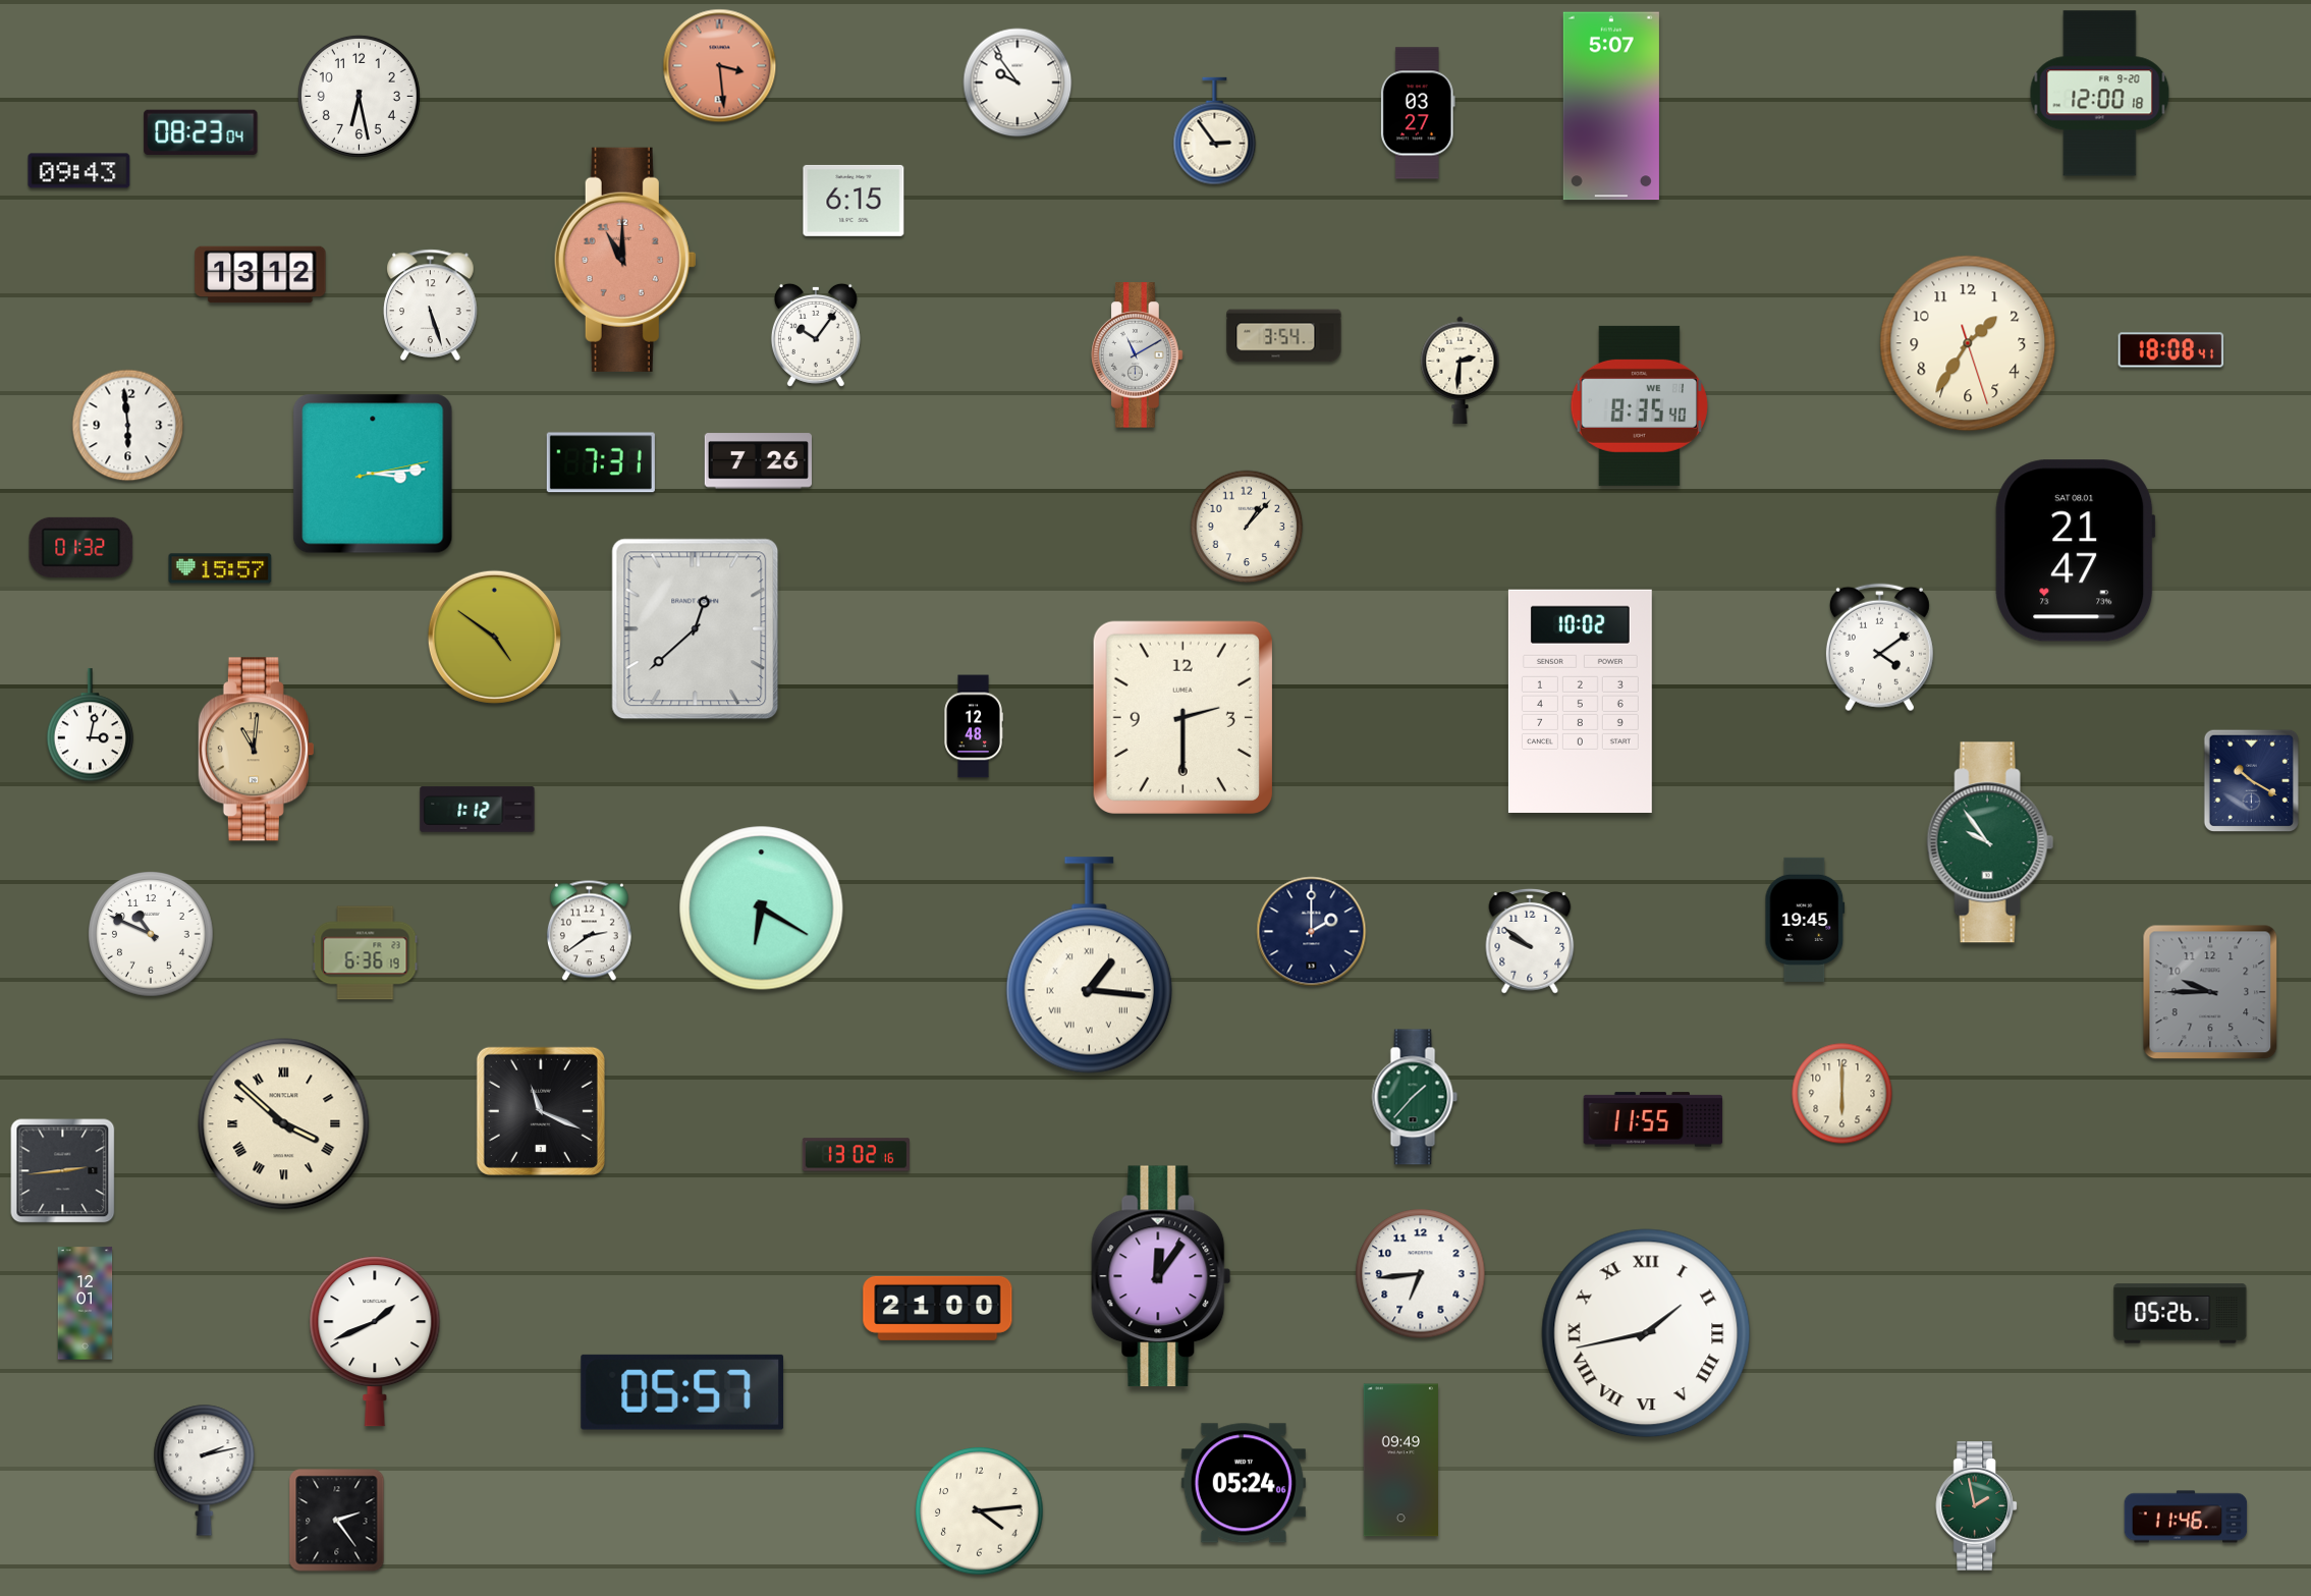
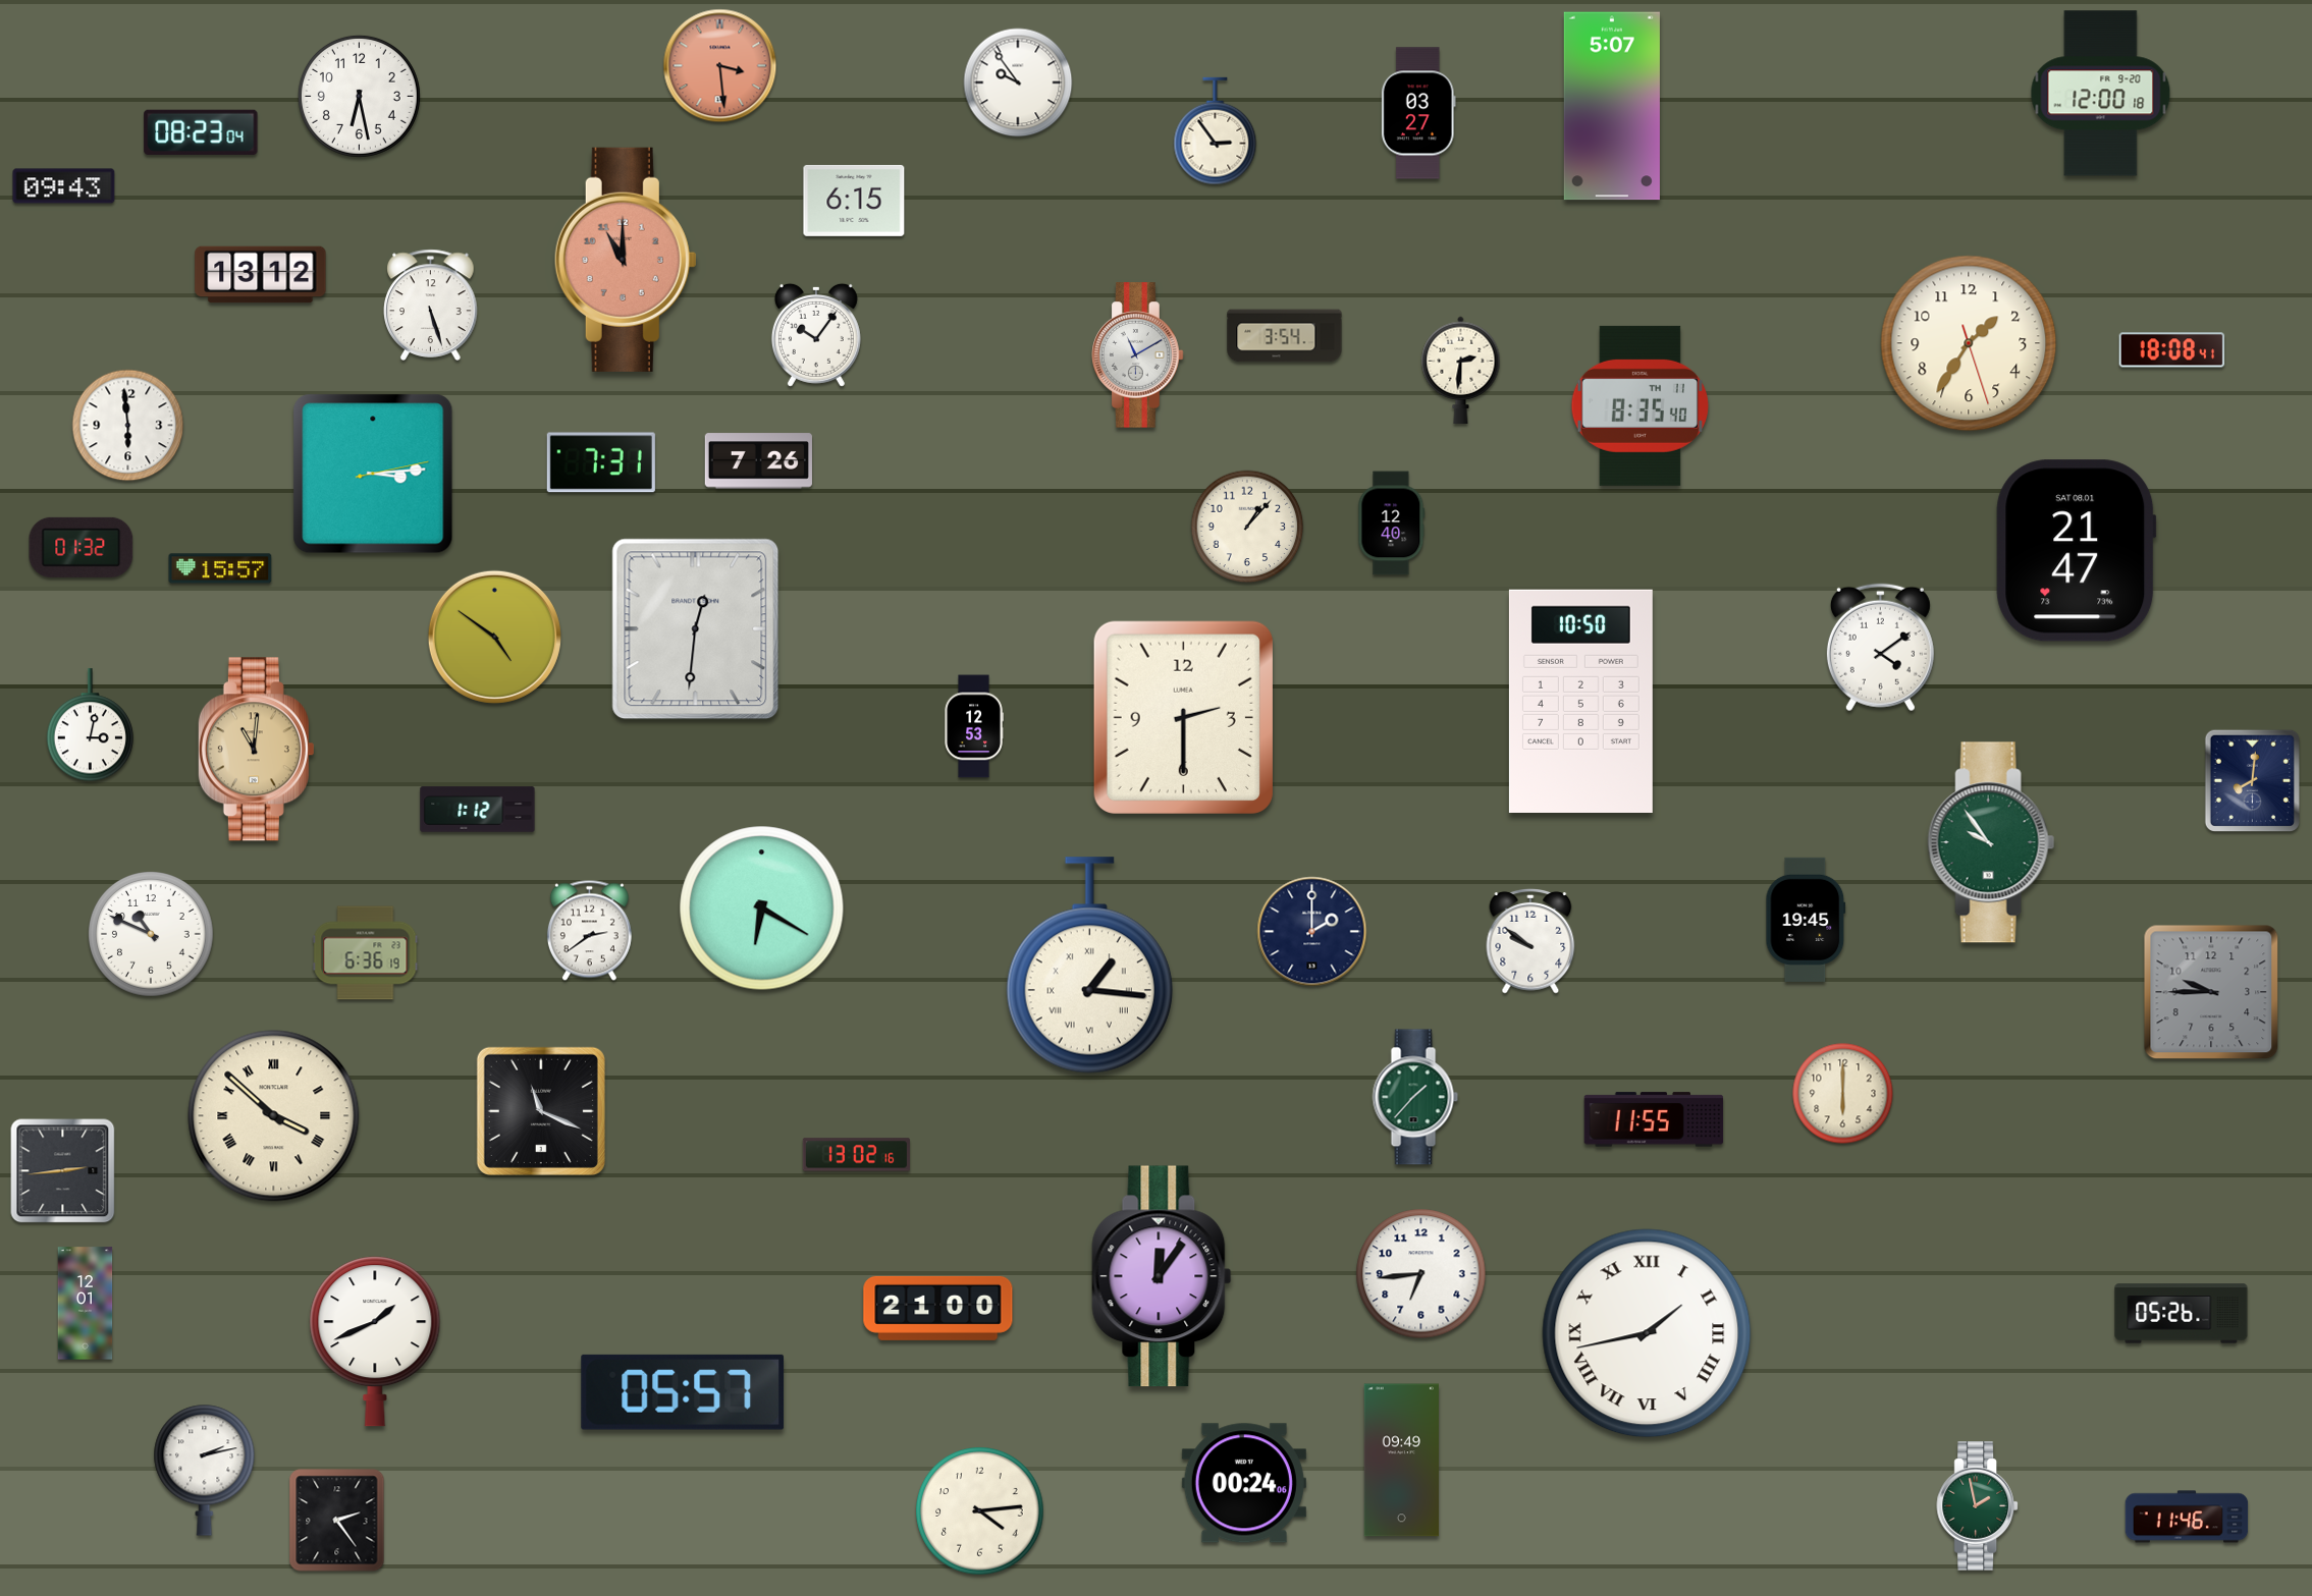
clock at (79, 171) position: (79, 171) -> (64, 186)
clock at (1639, 405) date: WE 1 -> TH 11
clock at (1392, 524): none -> 12:40
clock at (696, 629): 12:38 -> 12:31
clock at (1580, 701): 10:02 -> 10:50
clock at (974, 726): 12:48 -> 12:53
clock at (2251, 780): 10:20 -> 8:01
clock at (284, 1124) position: (284, 1124) -> (274, 1116)
clock at (1244, 1483): 05:24 -> 00:24
